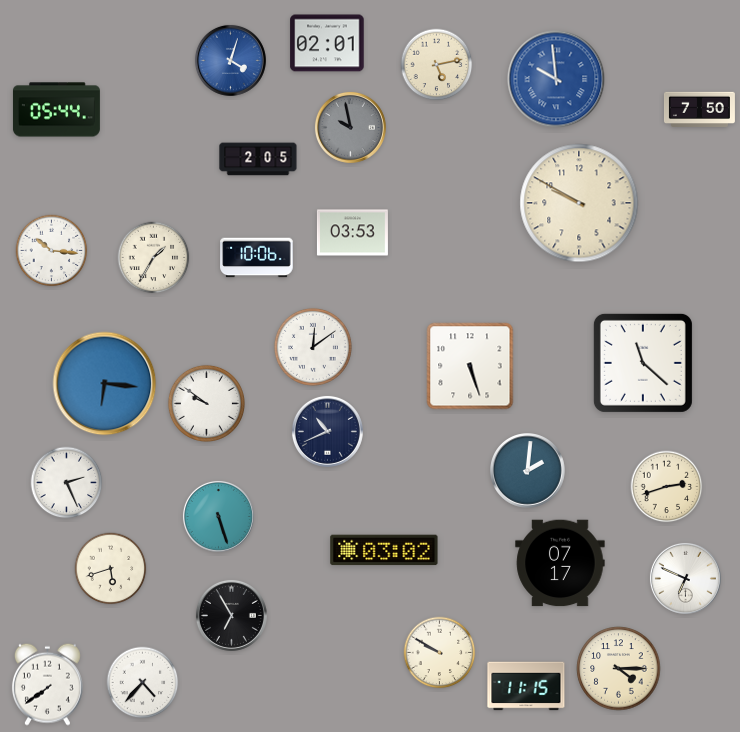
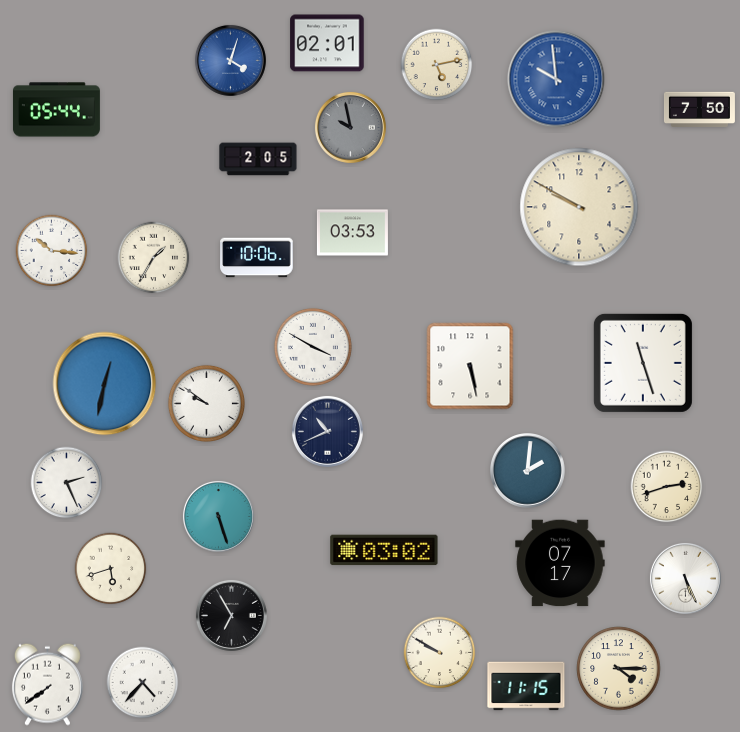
clock at (579, 203) position: (579, 203) -> (579, 207)
clock at (313, 347): 12:09 -> 3:50
clock at (643, 363): 11:22 -> 11:27
clock at (470, 366): 5:27 -> 5:28
clock at (105, 384): 6:16 -> 12:32
clock at (685, 578): 6:49 -> 5:26
